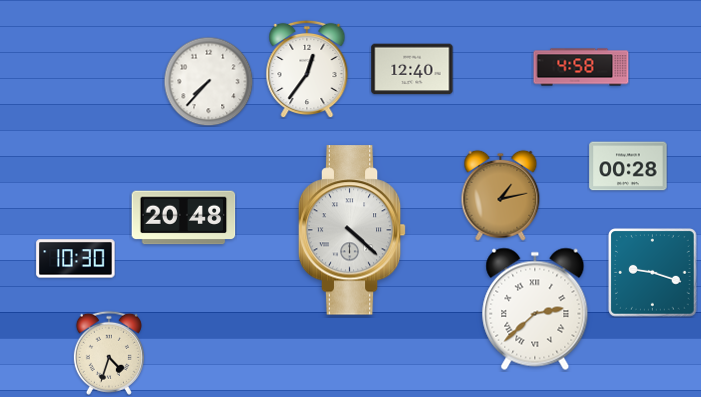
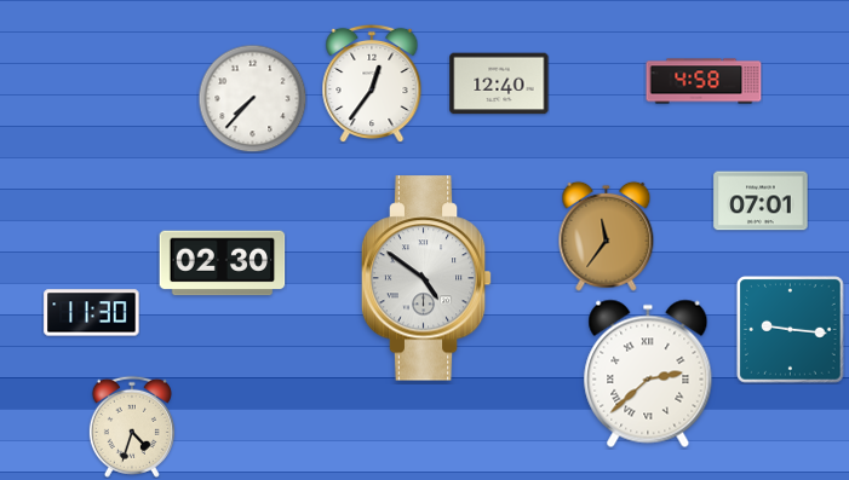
clock at (628, 166): 00:28 -> 07:01
clock at (501, 195): 1:13 -> 11:36
clock at (184, 218): 20:48 -> 02:30
clock at (352, 230): 4:22 -> 4:51
clock at (76, 259): 10:30 -> 11:30
clock at (653, 273): 9:18 -> 9:16
